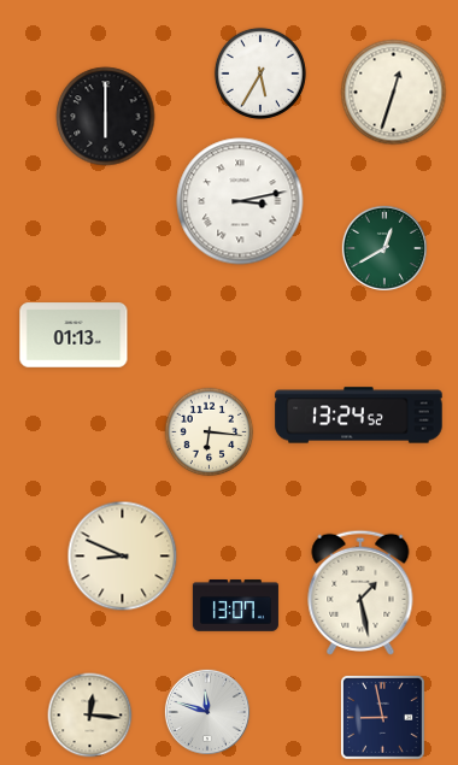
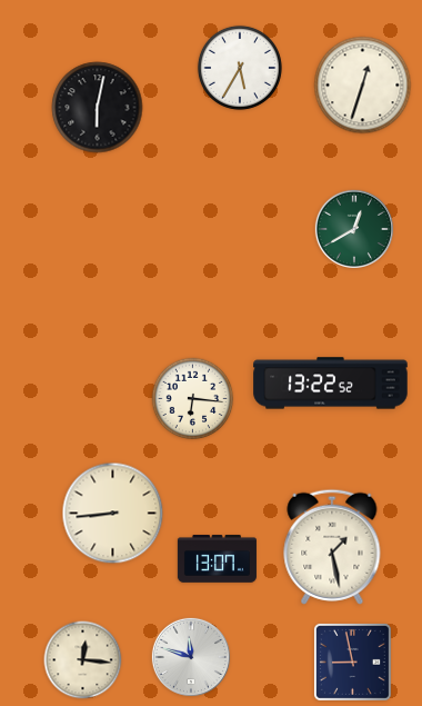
clock at (106, 117): 6:00 -> 6:02
clock at (240, 201): 3:13 -> none
clock at (74, 335): 01:13 -> none
clock at (359, 416): 13:24 -> 13:22
clock at (123, 557): 8:49 -> 8:44
